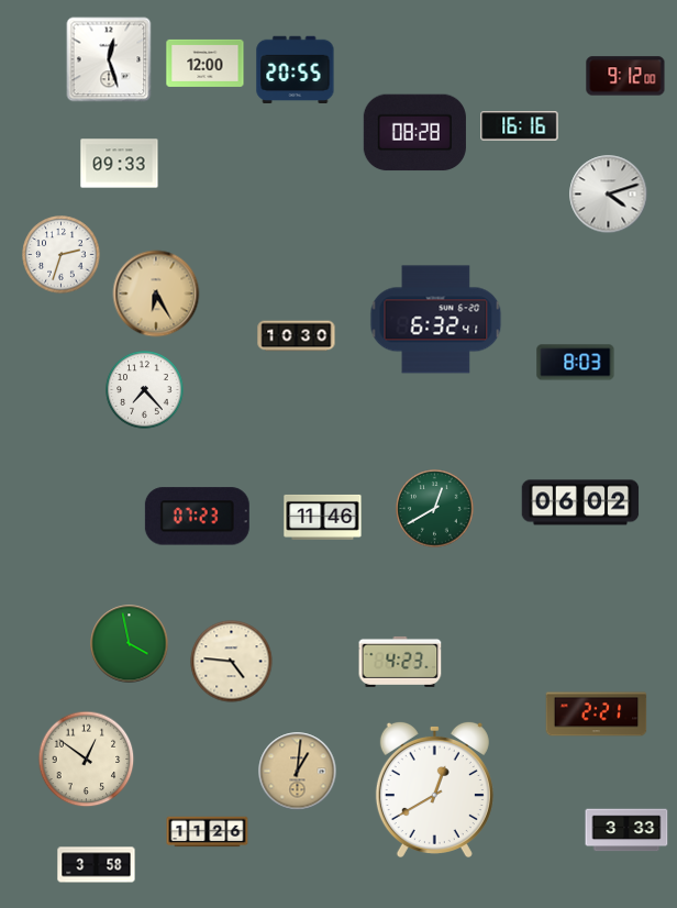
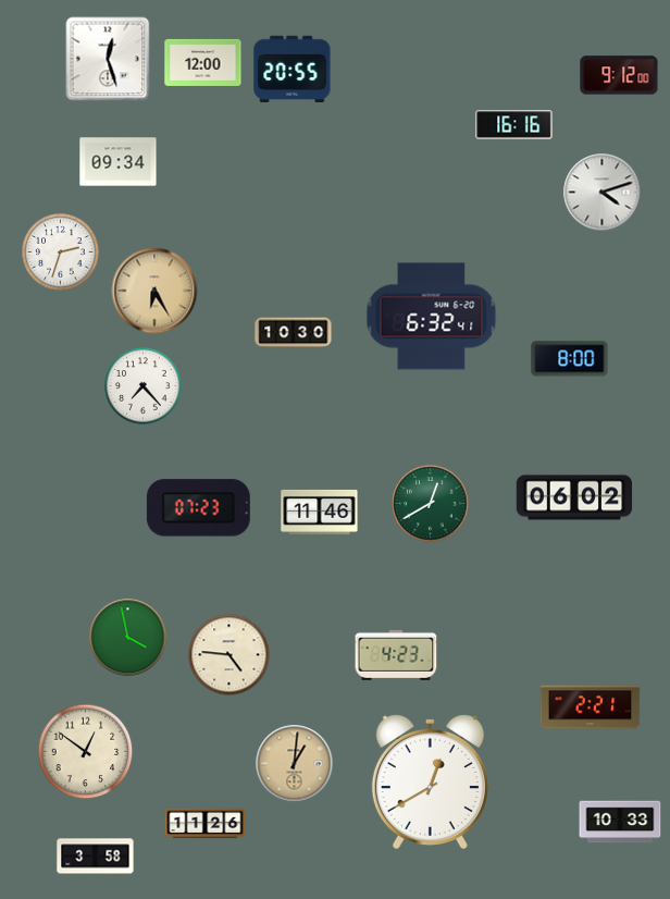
clock at (414, 133): 08:28 -> none
clock at (120, 164): 09:33 -> 09:34
clock at (576, 363): 8:03 -> 8:00
clock at (197, 517) position: (197, 517) -> (198, 508)
clock at (626, 830): 3:33 -> 10:33
